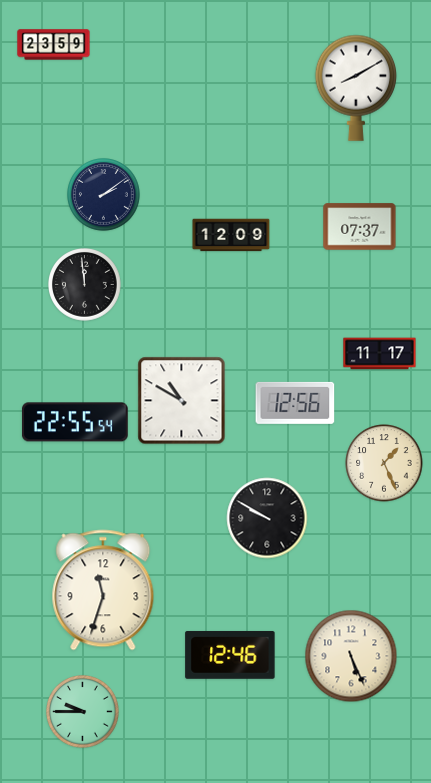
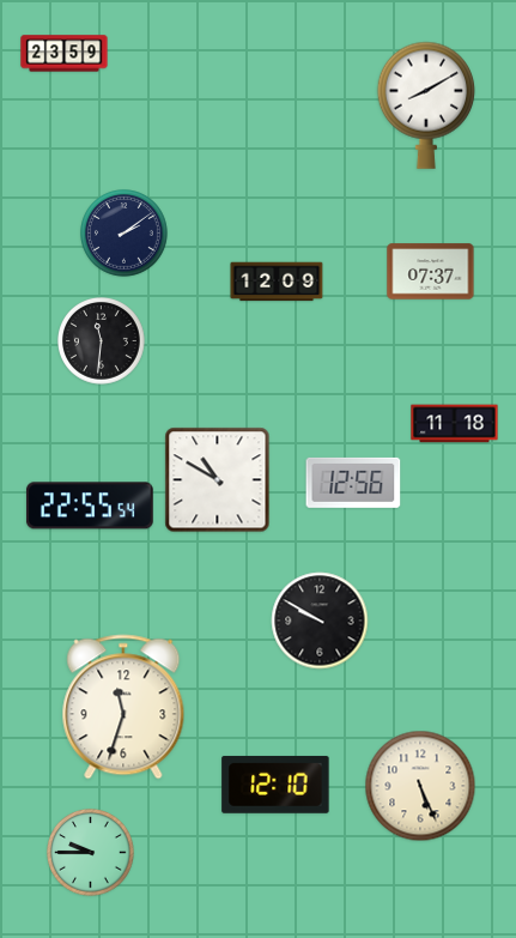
clock at (85, 285): 11:59 -> 11:31
clock at (380, 354): 11:17 -> 11:18
clock at (384, 463): 1:26 -> none
clock at (230, 655): 12:46 -> 12:10
clock at (83, 712) position: (83, 712) -> (91, 853)
